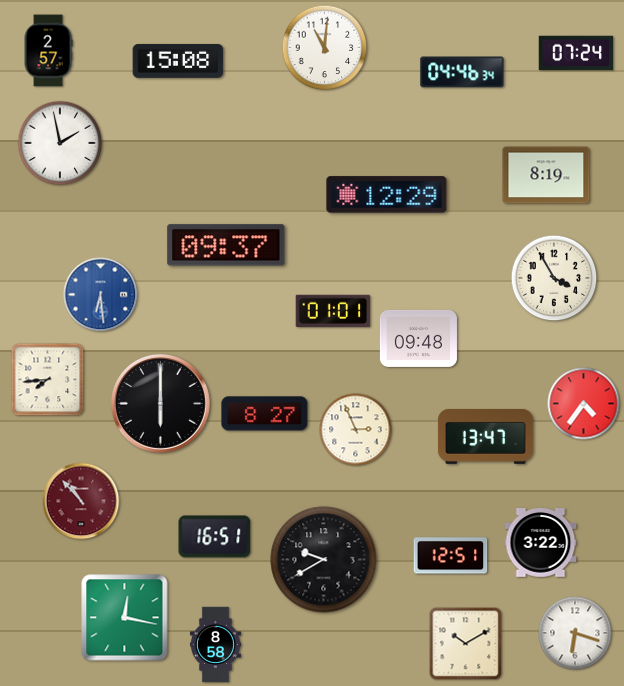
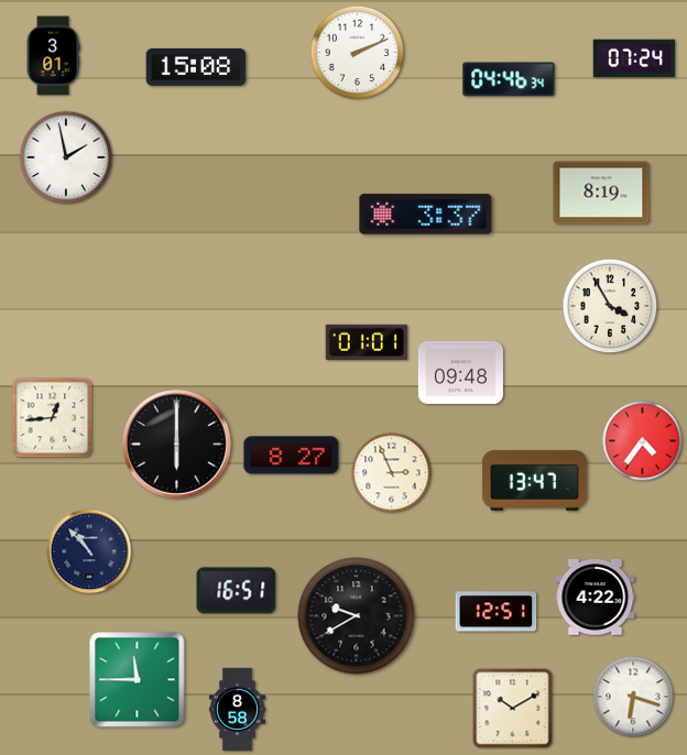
clock at (325, 48): 11:01 -> 2:11
clock at (48, 51): 2:57 -> 3:01
clock at (387, 195): 12:29 -> 3:37
clock at (226, 245): 09:37 -> none
clock at (101, 295): 6:29 -> none
clock at (48, 380): 7:44 -> 12:44
clock at (584, 404) position: (584, 404) -> (643, 441)
clock at (81, 501) dial: burgundy -> navy
clock at (541, 543): 3:22 -> 4:22
clock at (125, 618): 12:17 -> 11:45
